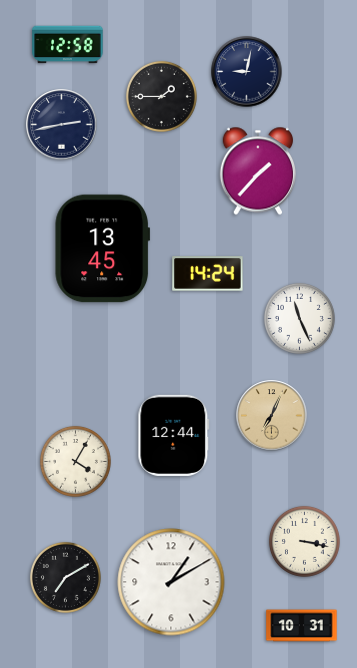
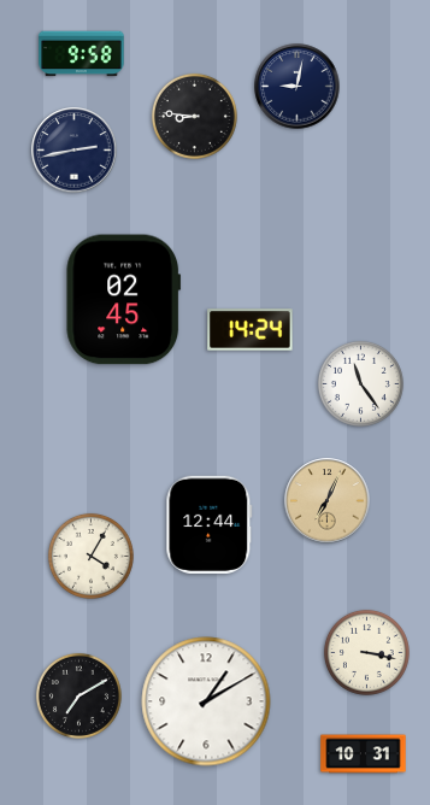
clock at (68, 45): 12:58 -> 9:58
clock at (161, 96): 1:45 -> 8:46
clock at (257, 171): 1:37 -> none
clock at (102, 249): 13:45 -> 02:45
clock at (299, 318): 11:26 -> 11:24
